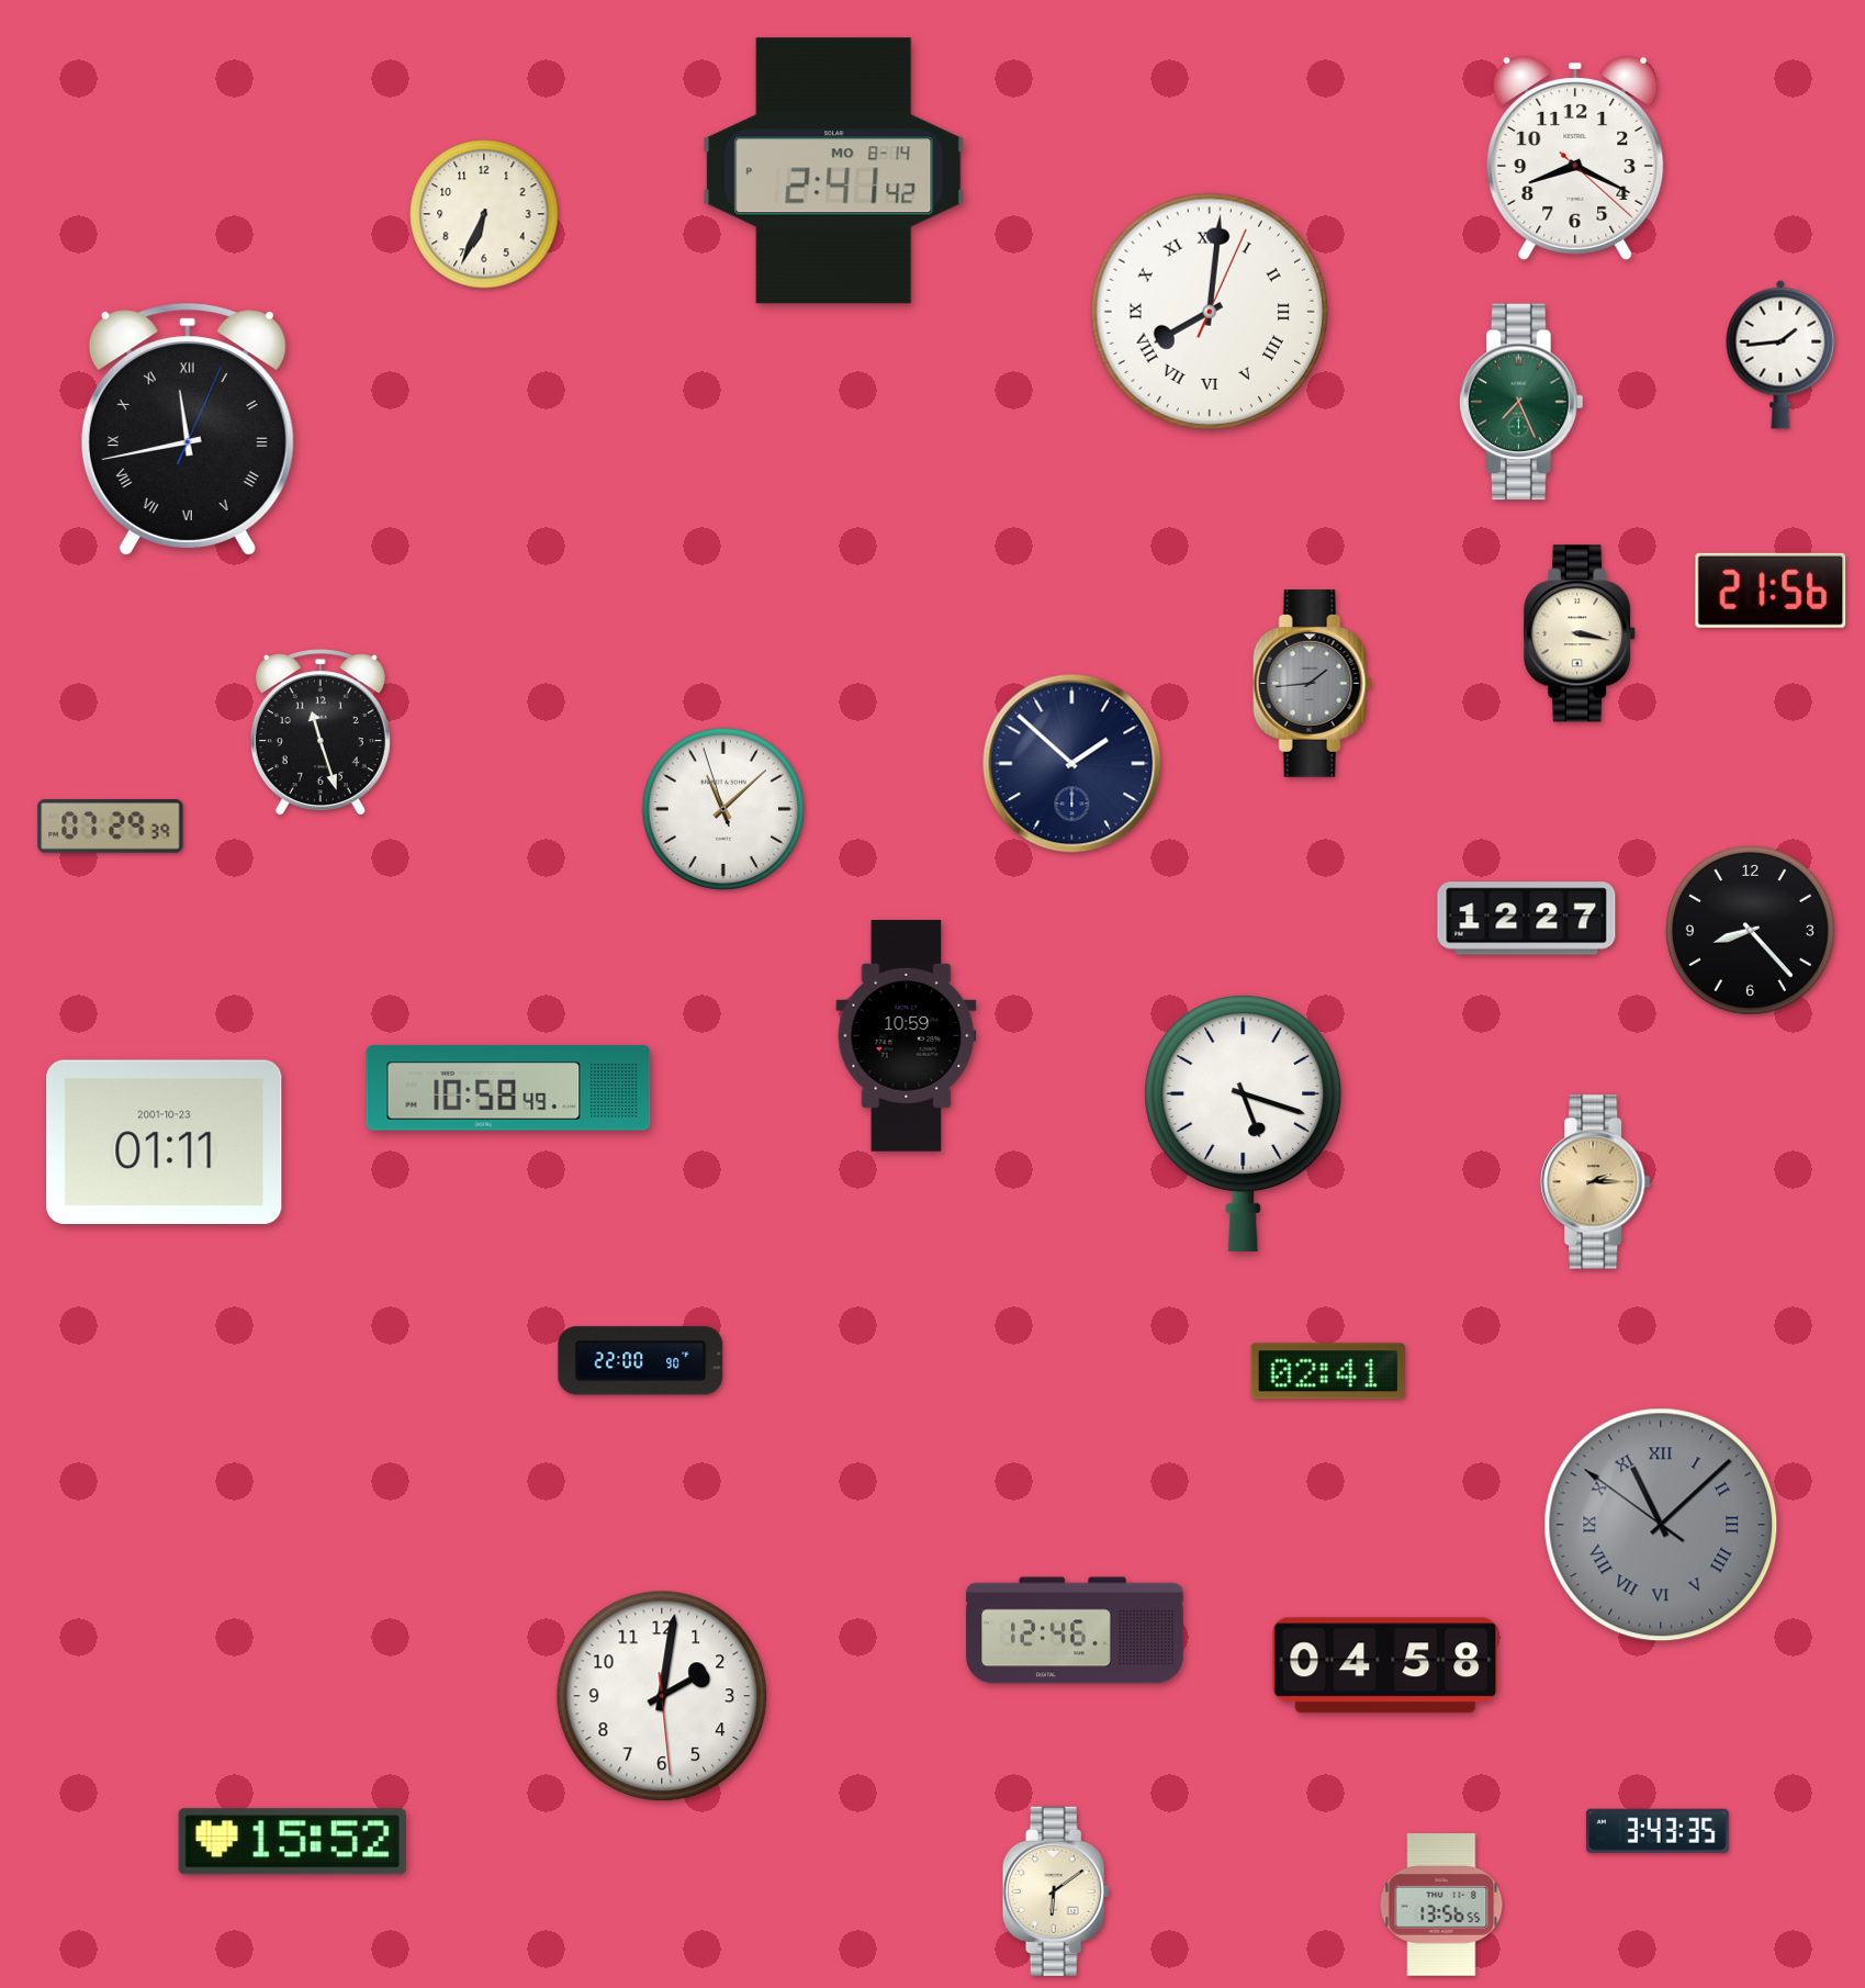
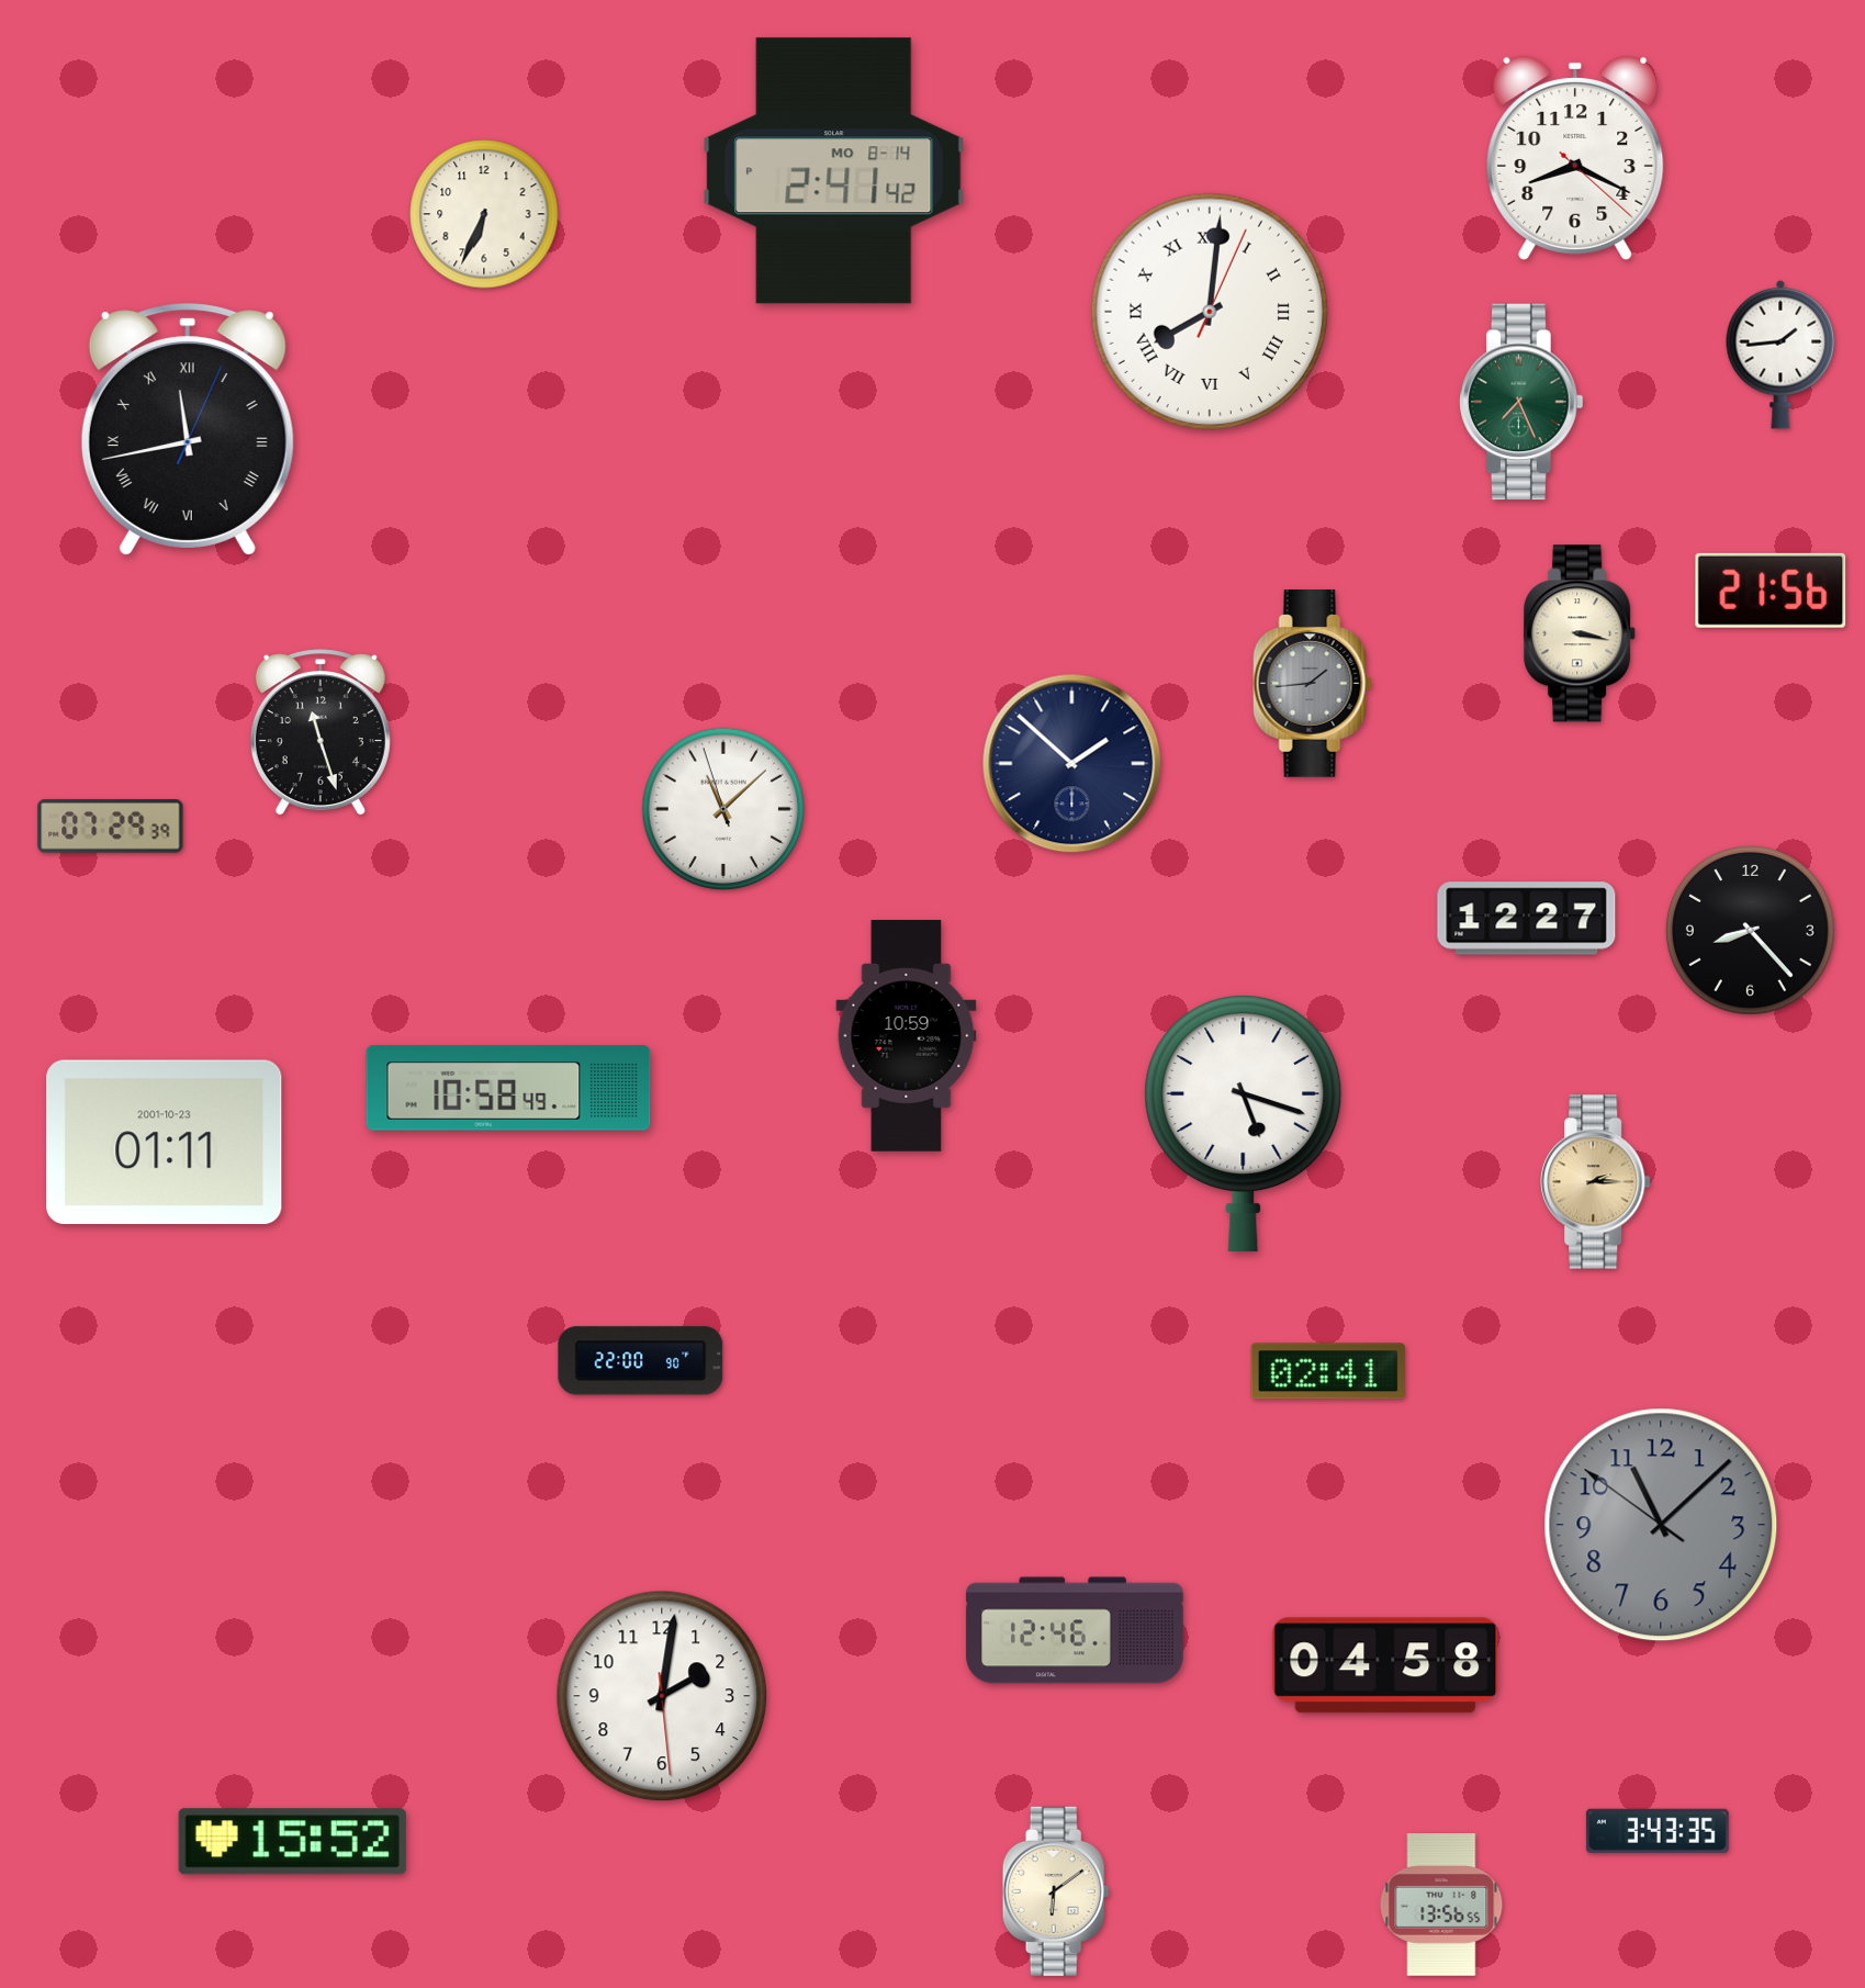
clock at (1661, 1525) numerals: Roman -> Arabic
